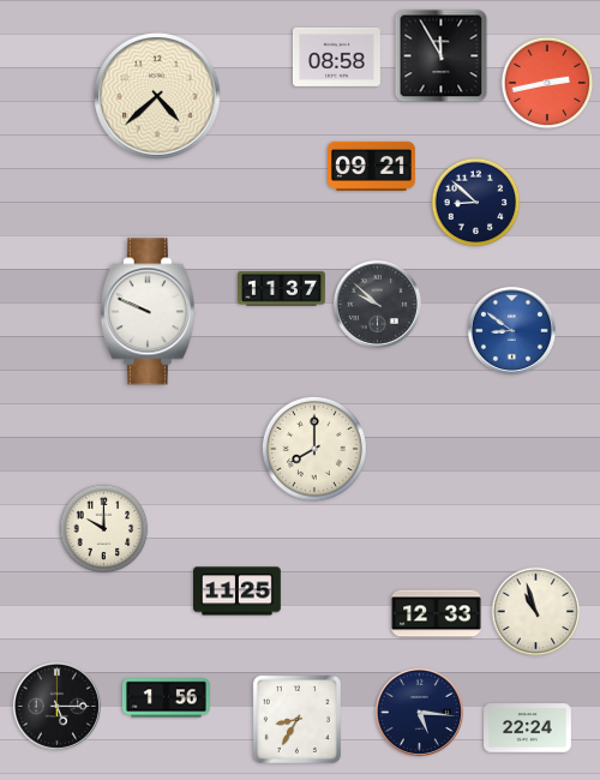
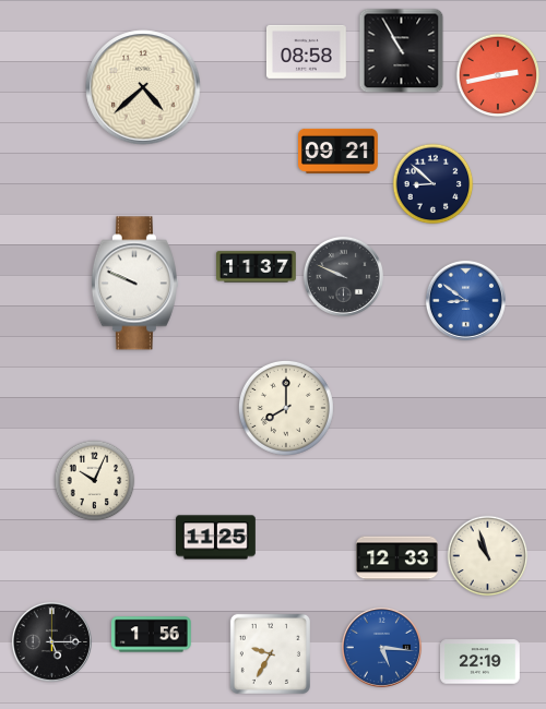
clock at (442, 56): 11:55 -> 10:55
clock at (282, 289) position: (282, 289) -> (257, 267)
clock at (377, 304): 9:52 -> 9:49
clock at (104, 529): 10:00 -> 10:04
clock at (419, 712) dial: navy -> blue
clock at (296, 719): 8:35 -> 9:35
clock at (528, 728): 22:24 -> 22:19
